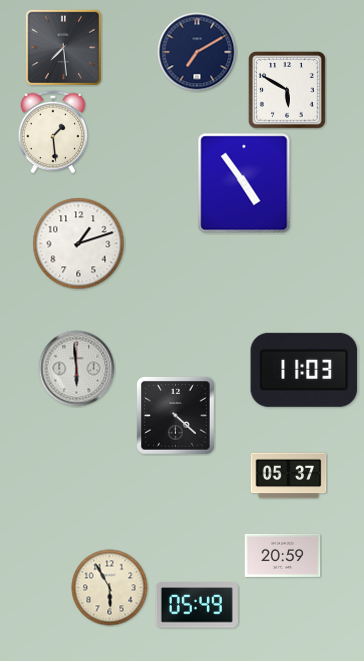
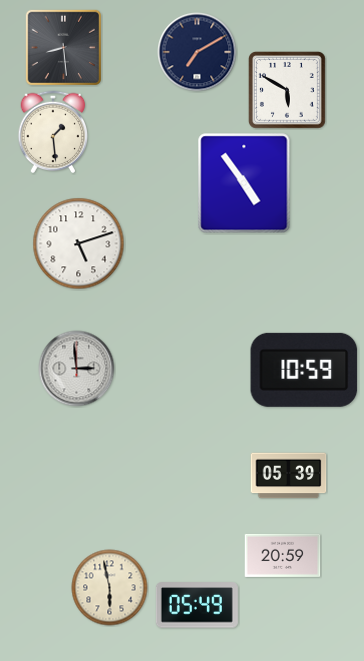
clock at (63, 47): 7:29 -> 8:29
clock at (79, 244): 1:12 -> 5:12
clock at (77, 369): 5:59 -> 2:59
clock at (304, 370): 11:03 -> 10:59
clock at (176, 416): 4:22 -> none
clock at (289, 476): 05:37 -> 05:39
clock at (110, 588): 5:55 -> 5:58
